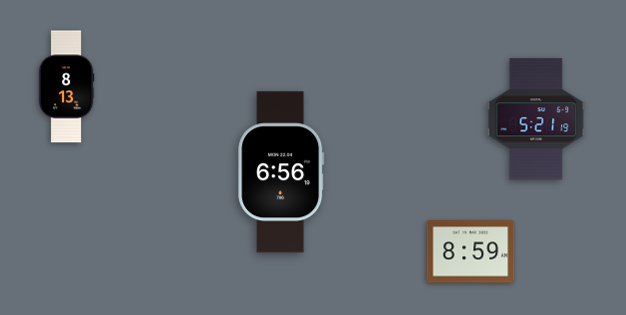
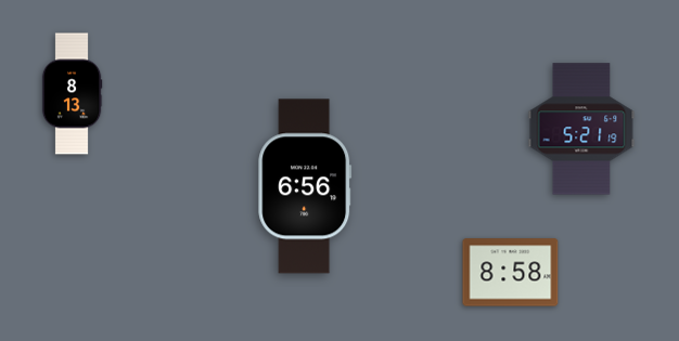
clock at (471, 252): 8:59 -> 8:58
